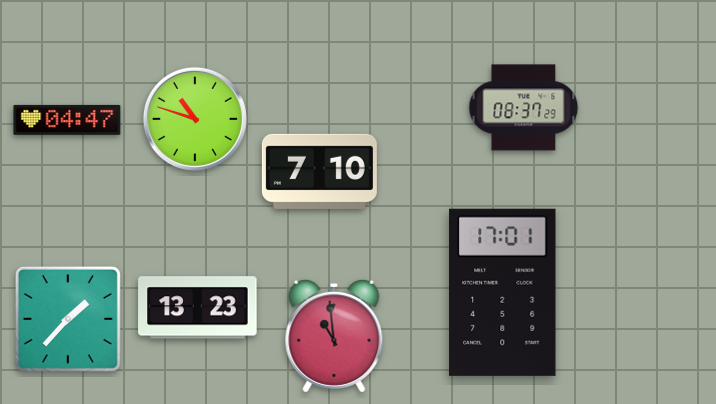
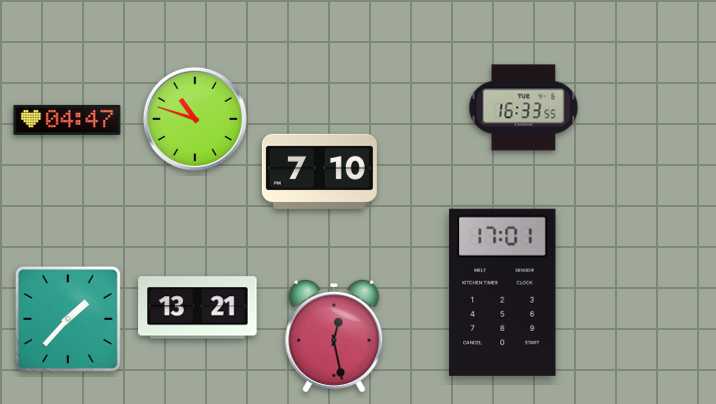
clock at (524, 108): 08:37 -> 16:33
clock at (198, 308): 13:23 -> 13:21
clock at (334, 336): 10:59 -> 12:28
